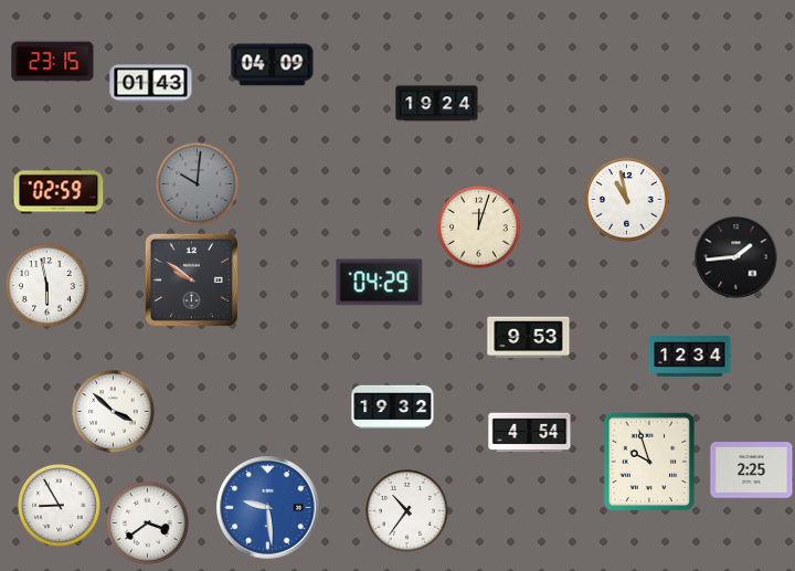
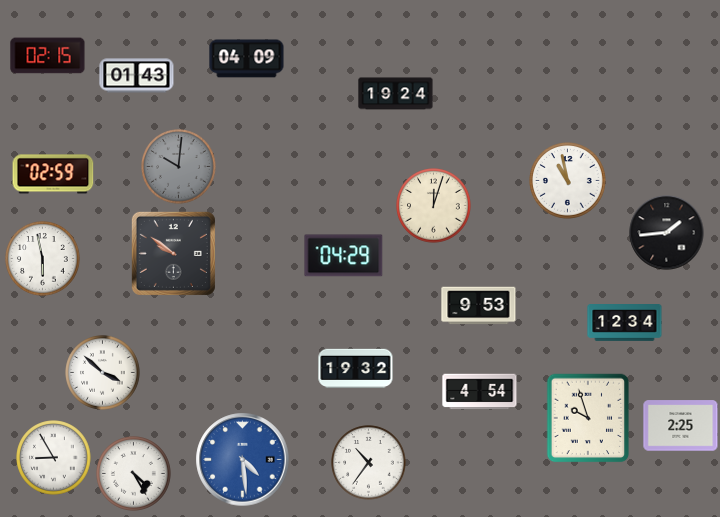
clock at (53, 62): 23:15 -> 02:15
clock at (268, 508): 9:29 -> 4:29
clock at (148, 524): 3:39 -> 4:25
